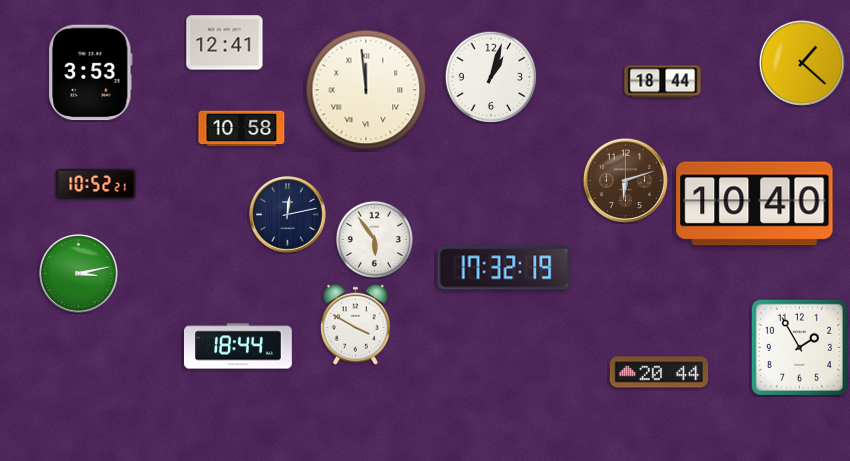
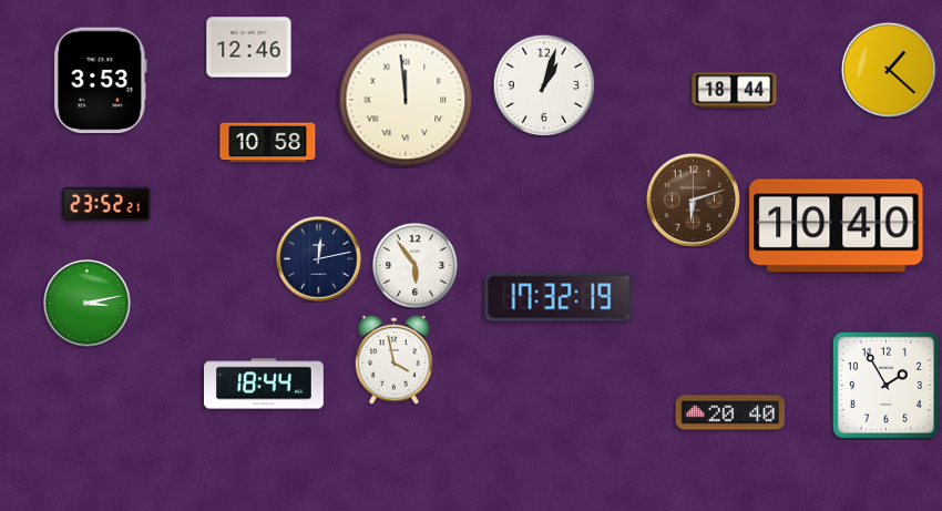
clock at (225, 43): 12:41 -> 12:46
clock at (96, 184): 10:52 -> 23:52
clock at (288, 215) position: (288, 215) -> (319, 259)
clock at (355, 324): 3:50 -> 3:58
clock at (659, 372): 20:44 -> 20:40
